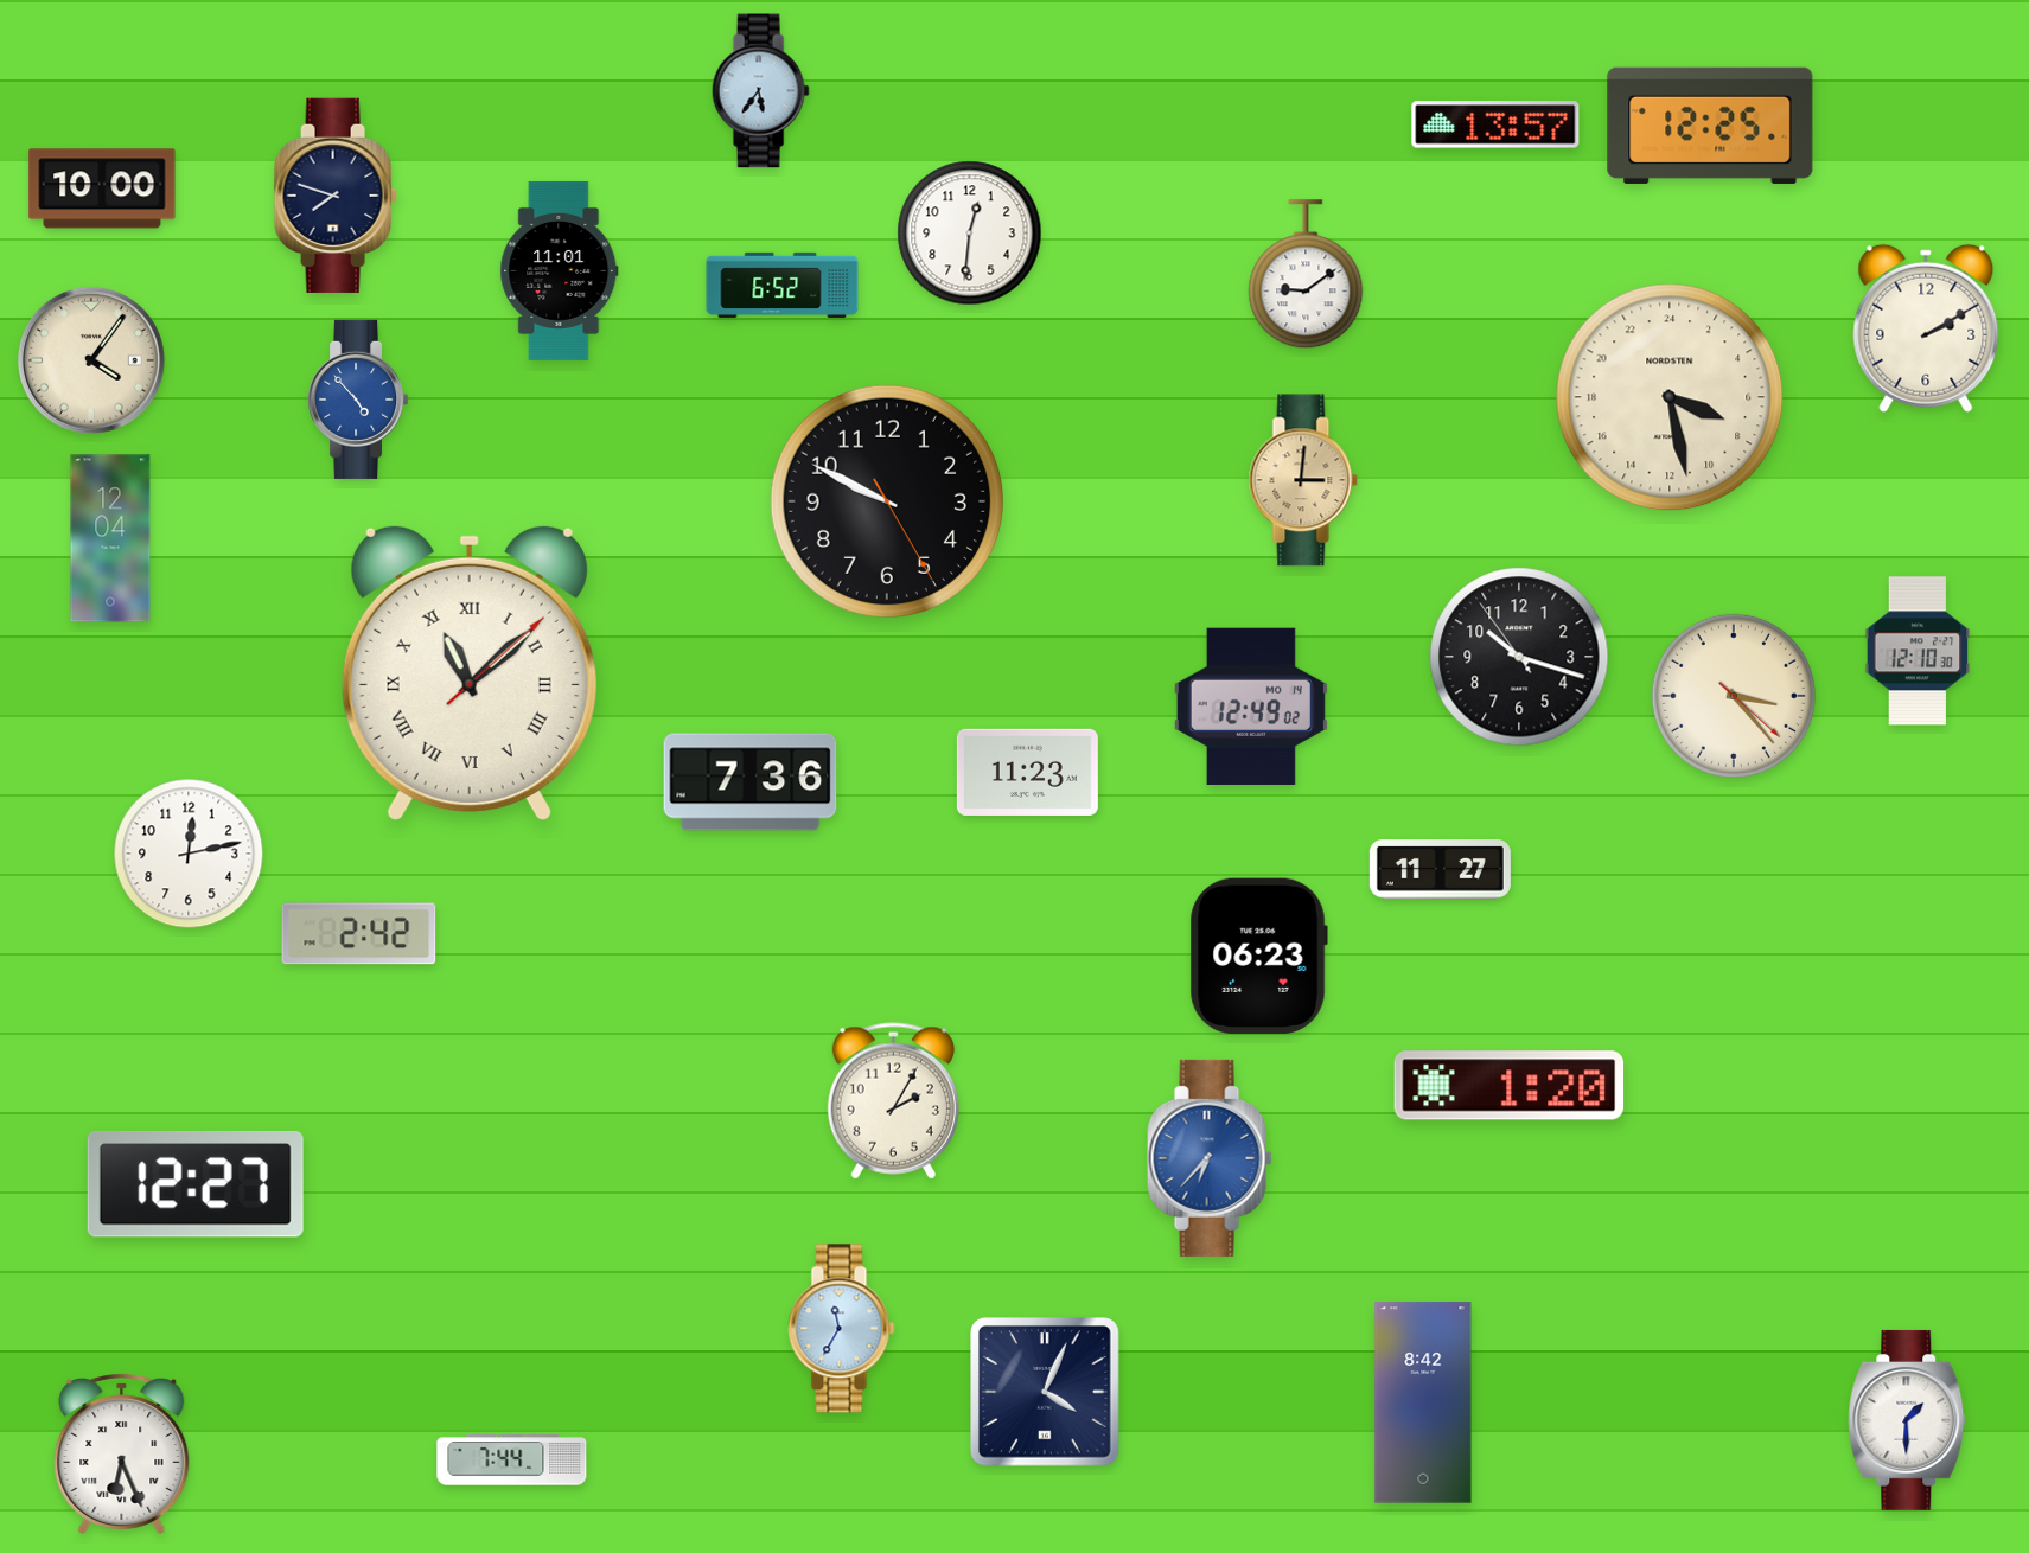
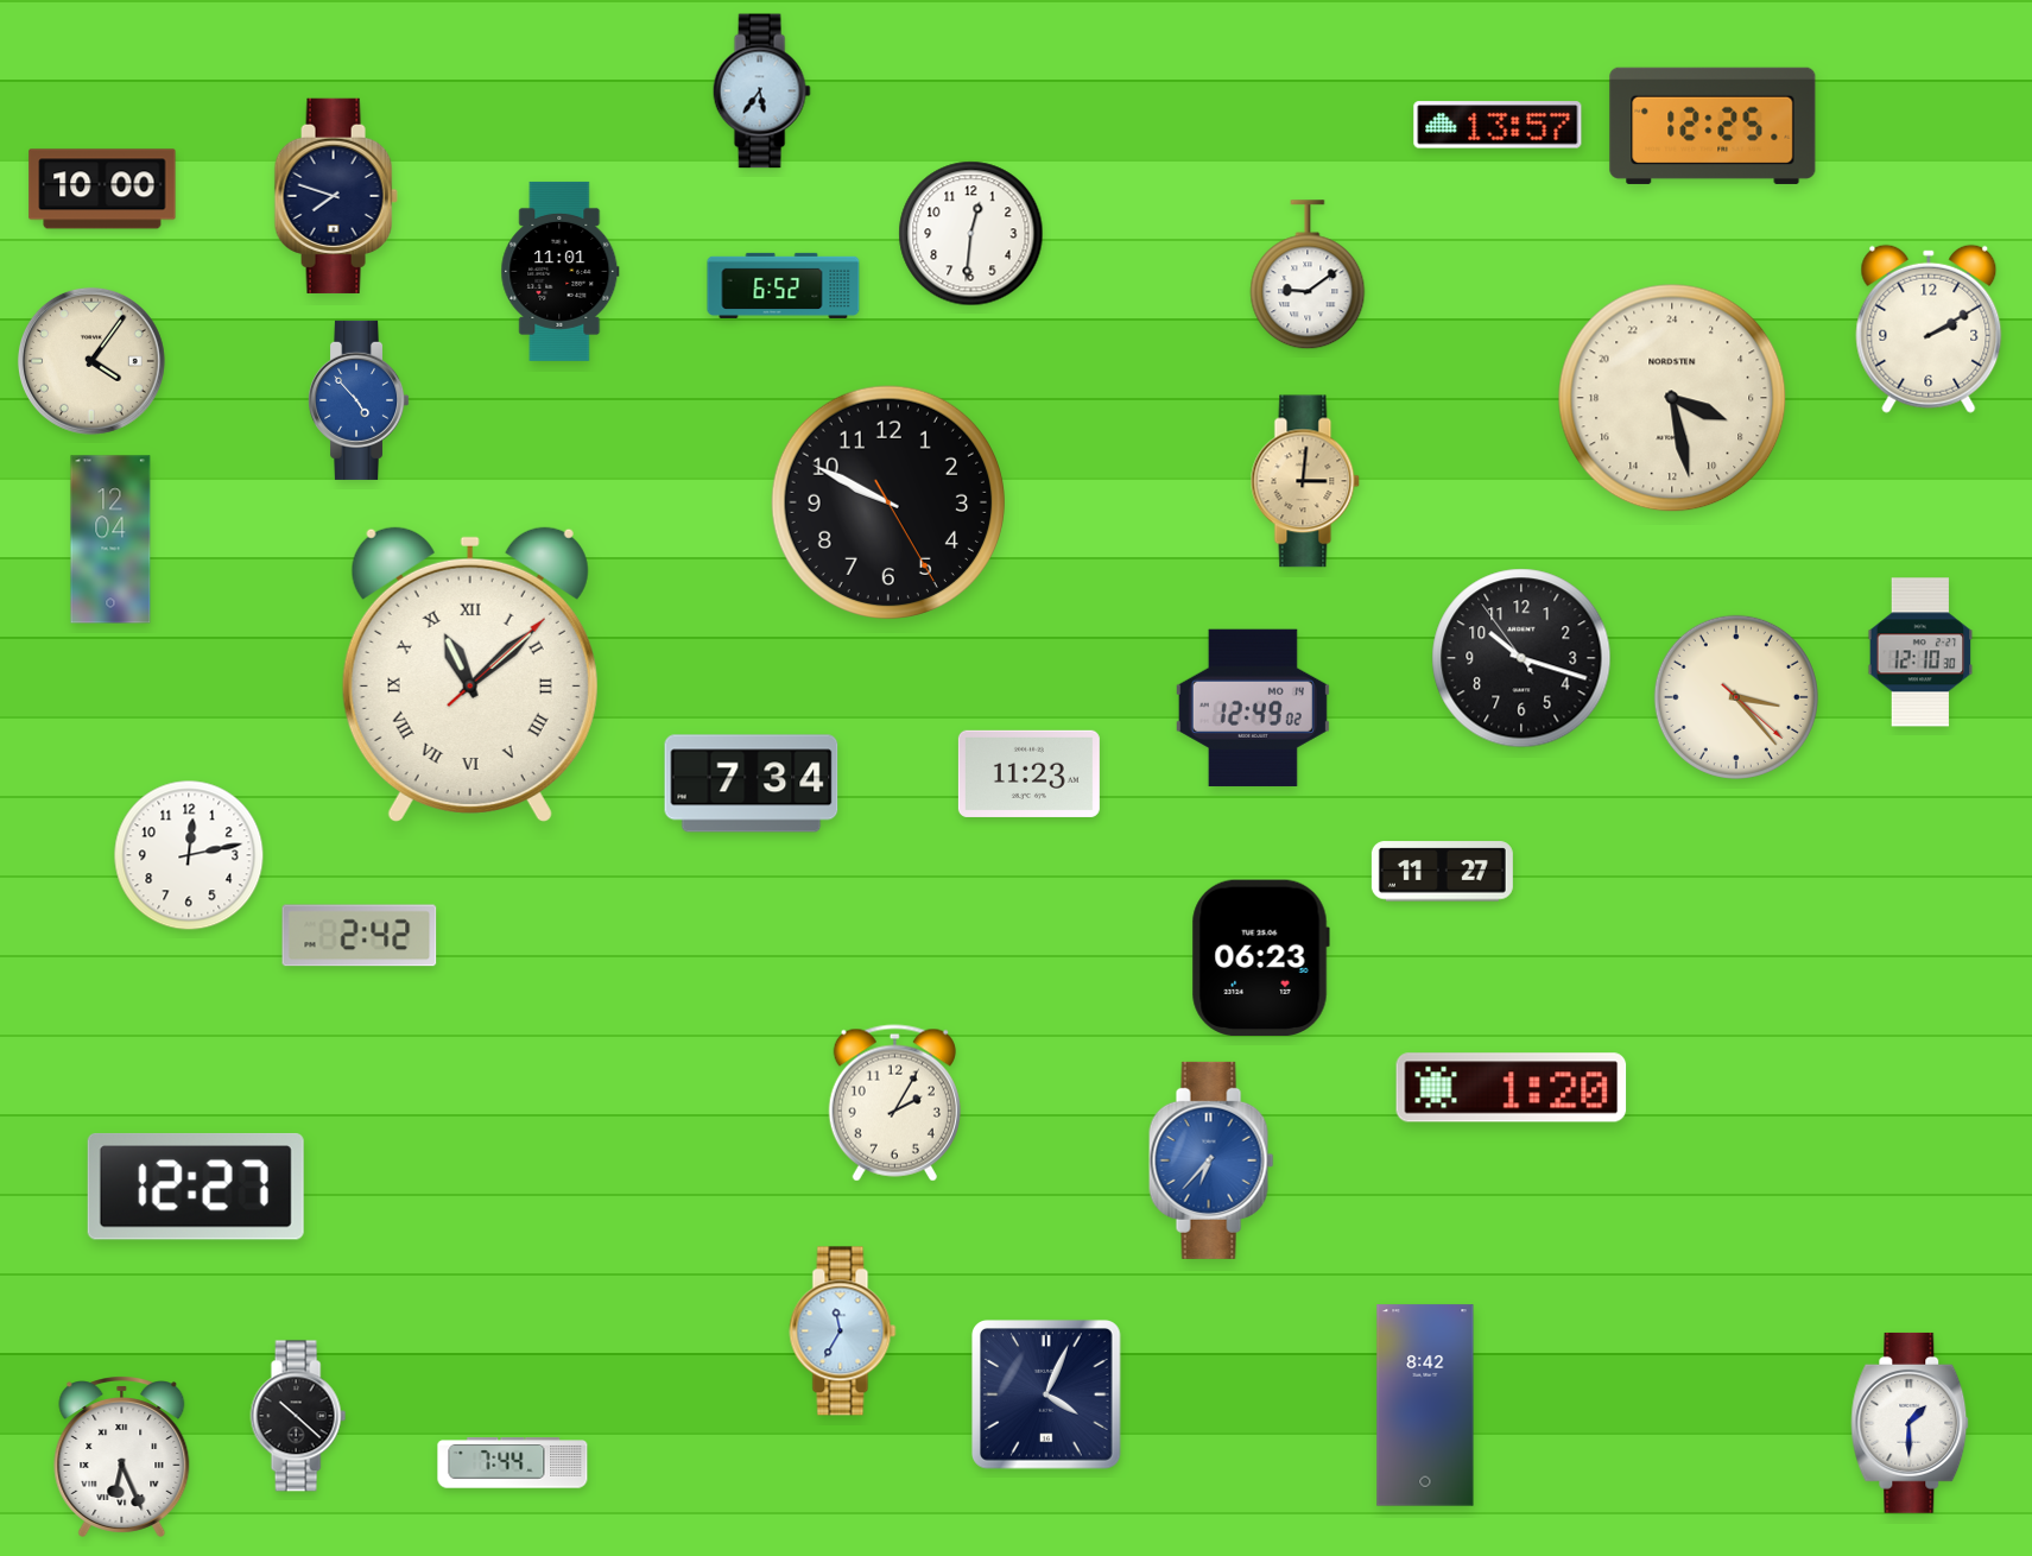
clock at (751, 782): 7:36 -> 7:34
clock at (298, 1416): none -> 10:22
